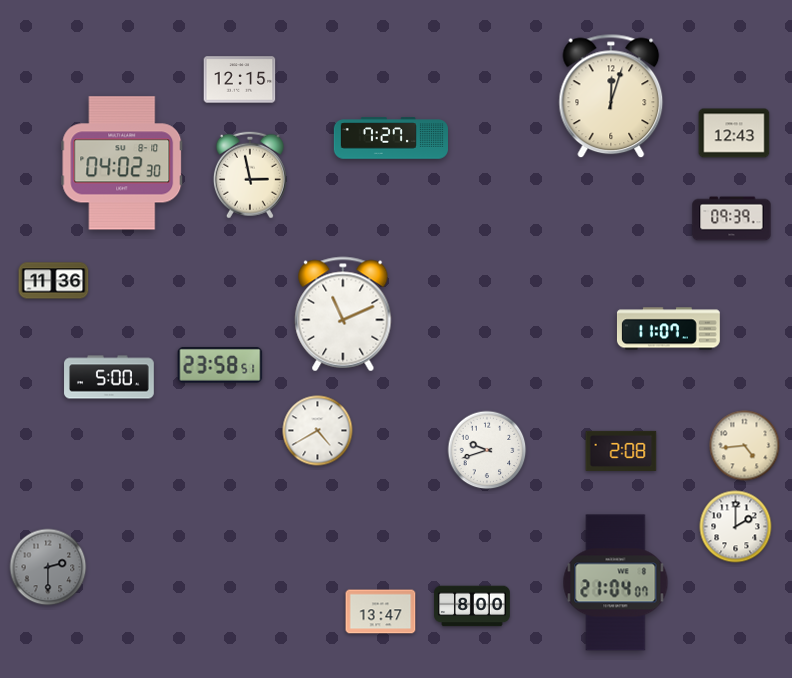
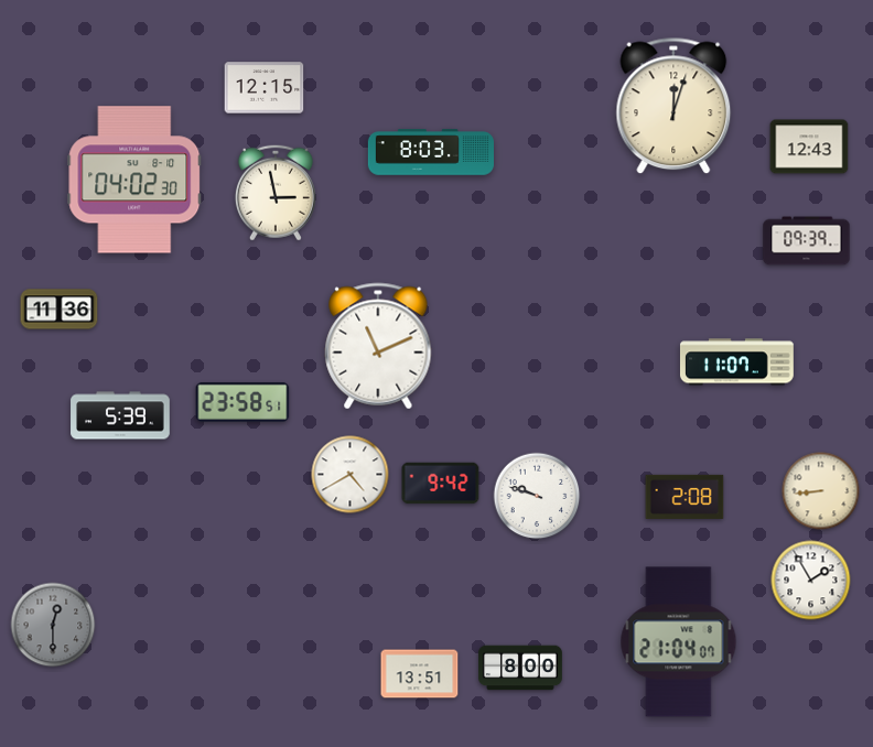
clock at (390, 138): 7:27 -> 8:03
clock at (109, 377): 5:00 -> 5:39
clock at (441, 484): none -> 9:42
clock at (745, 446): 4:44 -> 8:44
clock at (487, 450): 9:42 -> 9:48
clock at (736, 527): 2:00 -> 1:55
clock at (48, 567): 2:30 -> 12:30
clock at (381, 612): 13:47 -> 13:51
